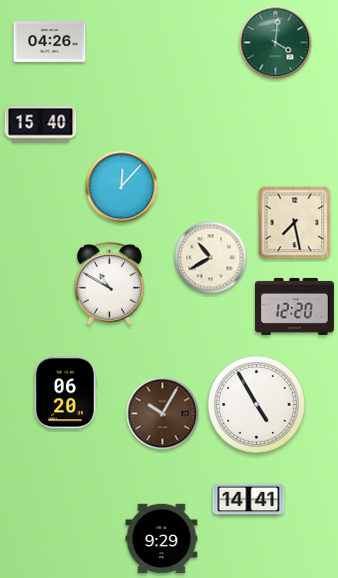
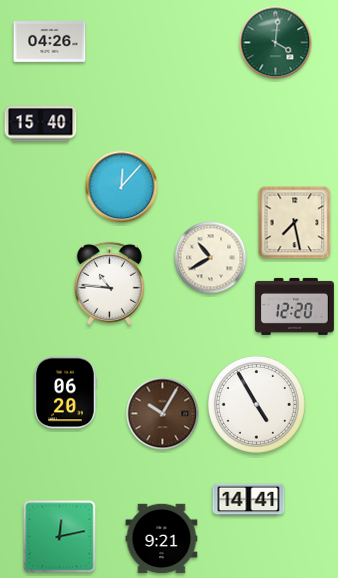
clock at (109, 283): 10:50 -> 10:46
clock at (60, 537): none -> 12:13
clock at (162, 539): 9:29 -> 9:21
